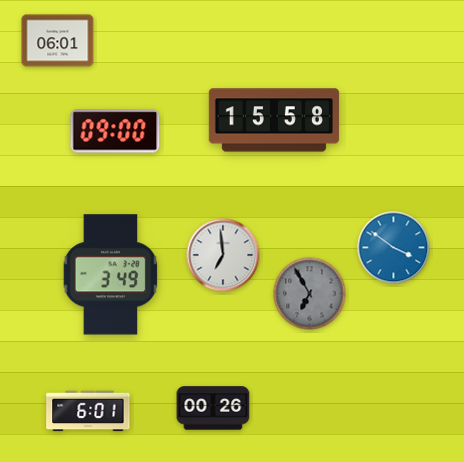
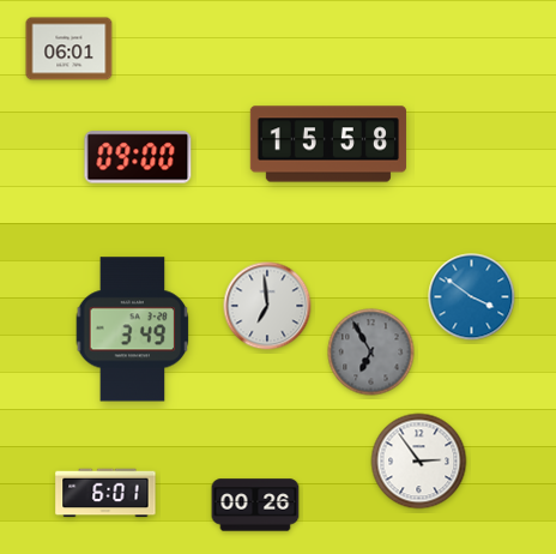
clock at (419, 462): none -> 2:54
clock at (213, 408) position: (213, 408) -> (255, 505)
